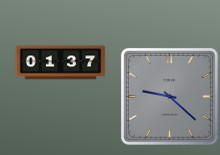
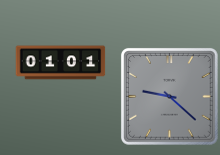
clock at (61, 63): 01:37 -> 01:01
